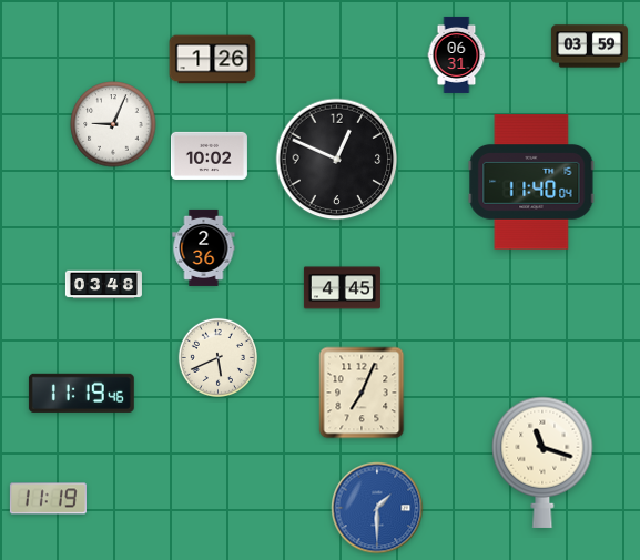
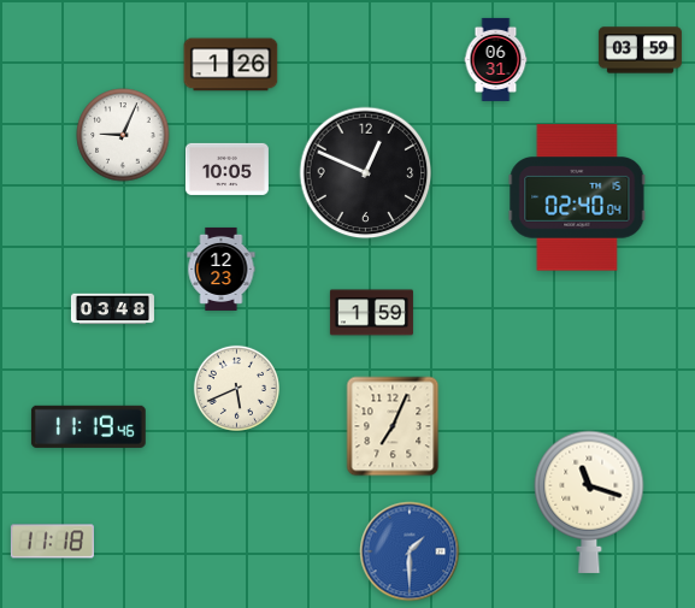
clock at (209, 155): 10:02 -> 10:05
clock at (531, 182): 11:40 -> 02:40
clock at (204, 247): 2:36 -> 12:23
clock at (342, 288): 4:45 -> 1:59
clock at (48, 499): 11:19 -> 11:18
